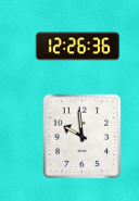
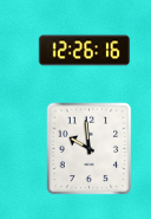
clock at (77, 47): 12:26:36 -> 12:26:16
